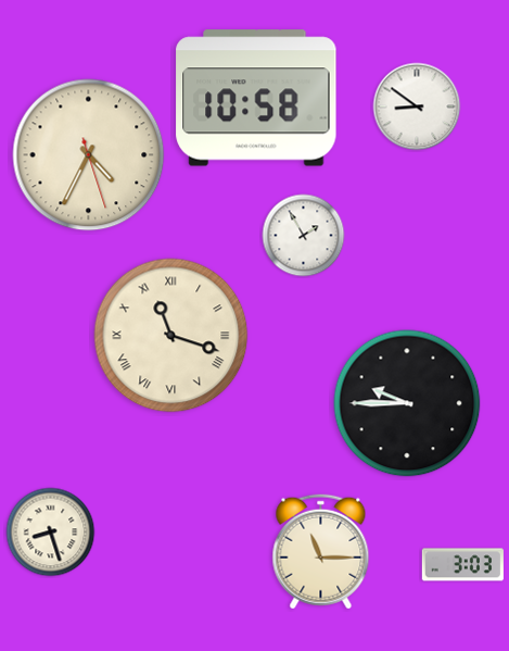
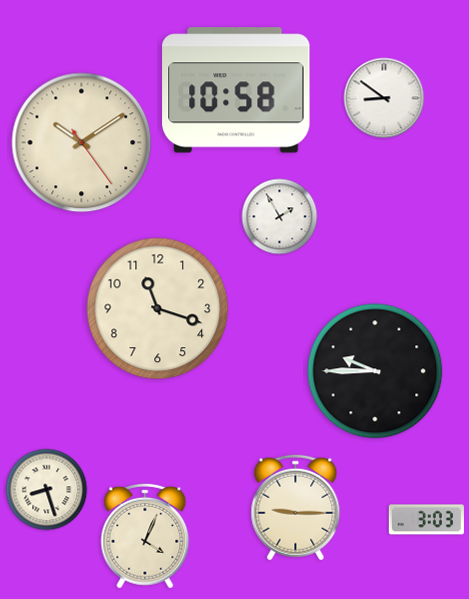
clock at (89, 155): 4:34 -> 10:09
clock at (171, 336) numerals: Roman -> Arabic
clock at (321, 552): 11:15 -> 9:15
clock at (145, 536): none -> 4:04
